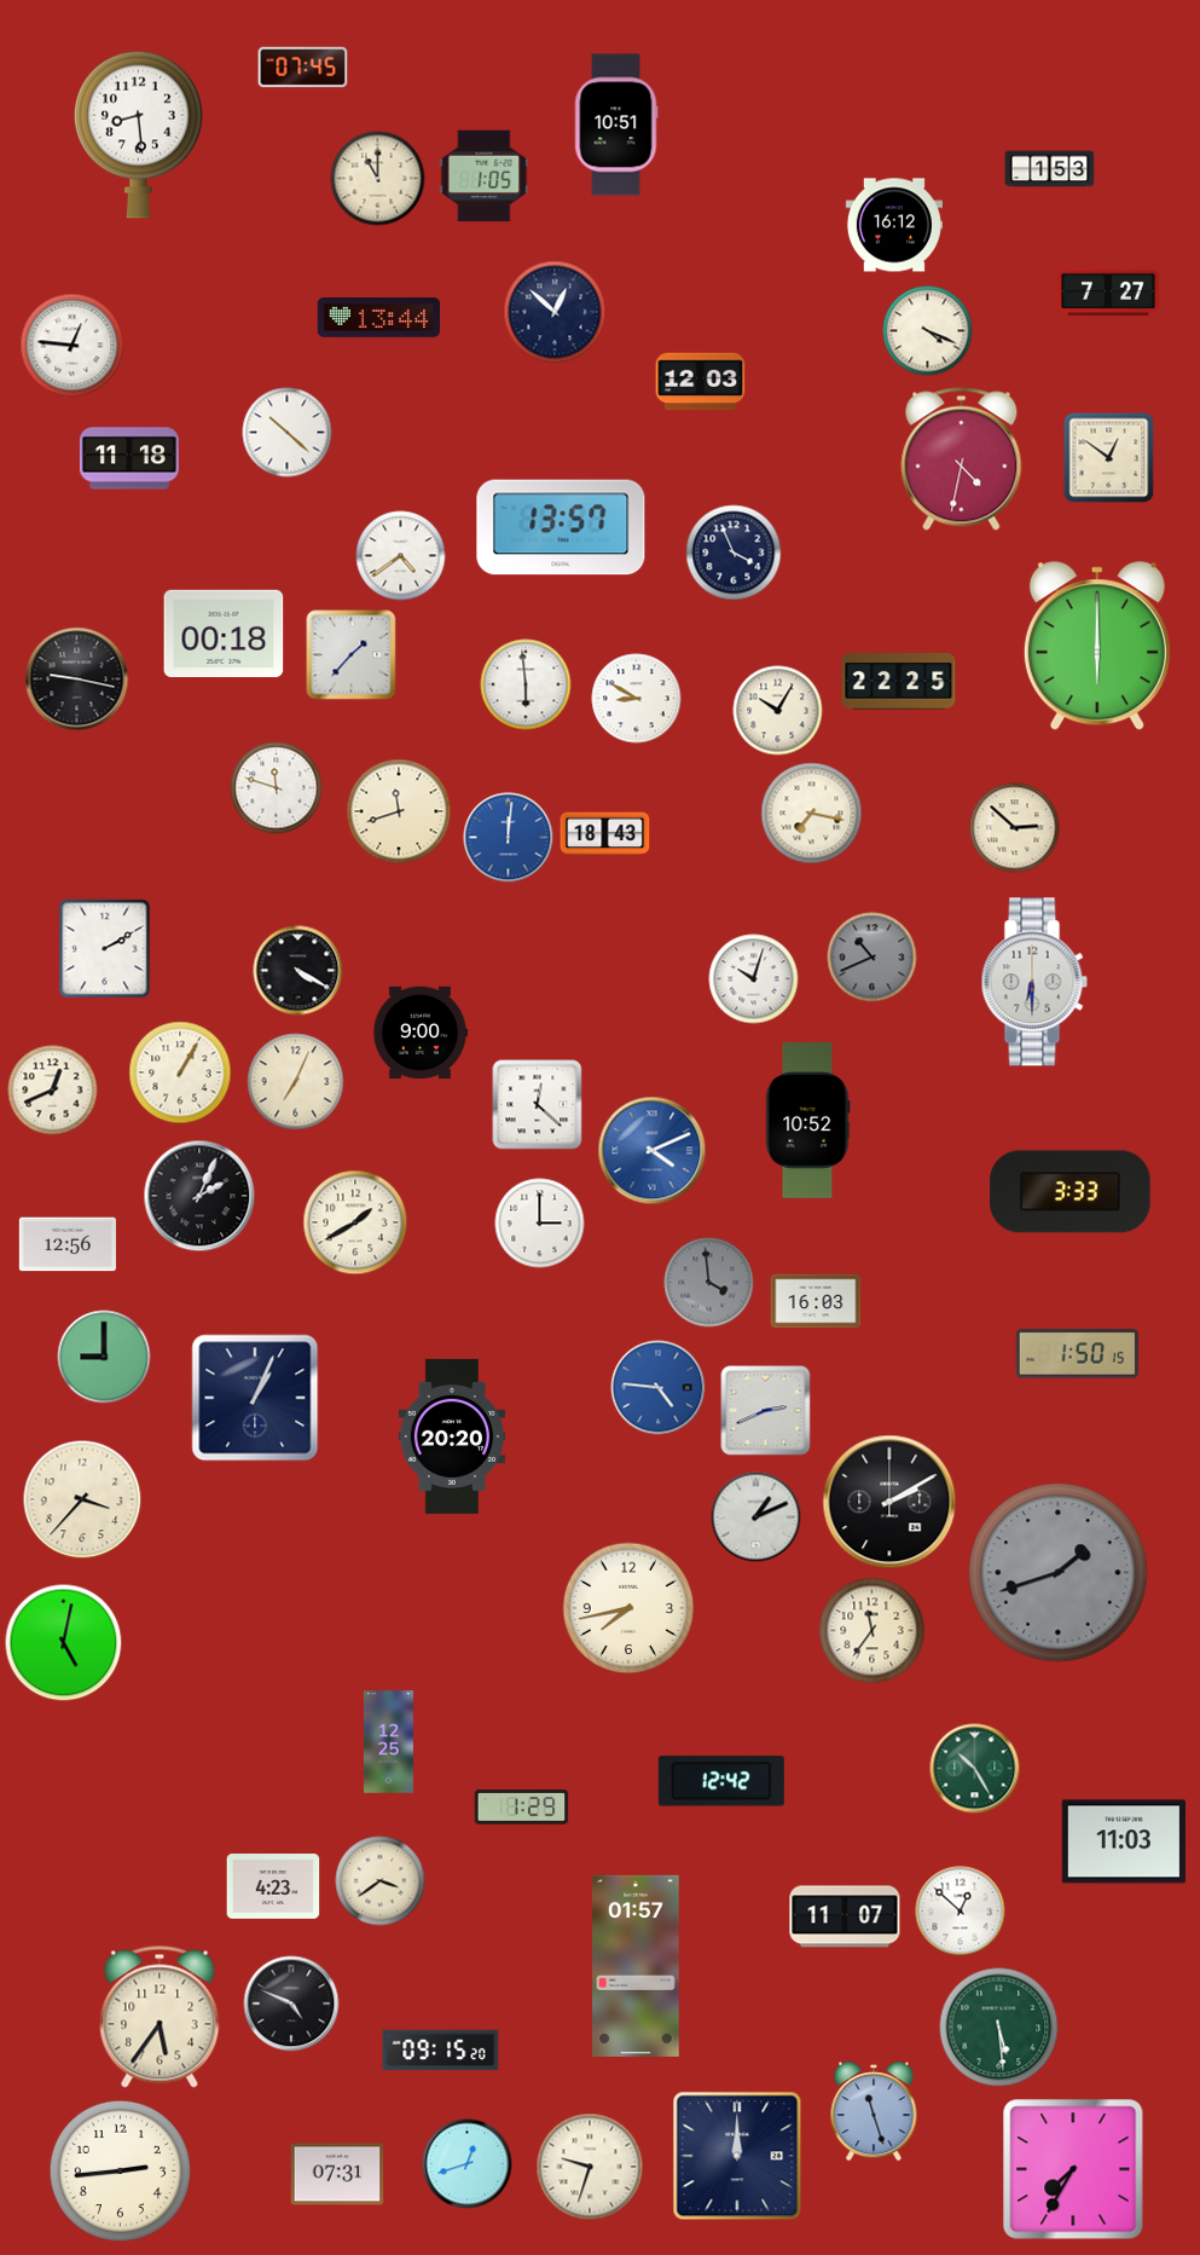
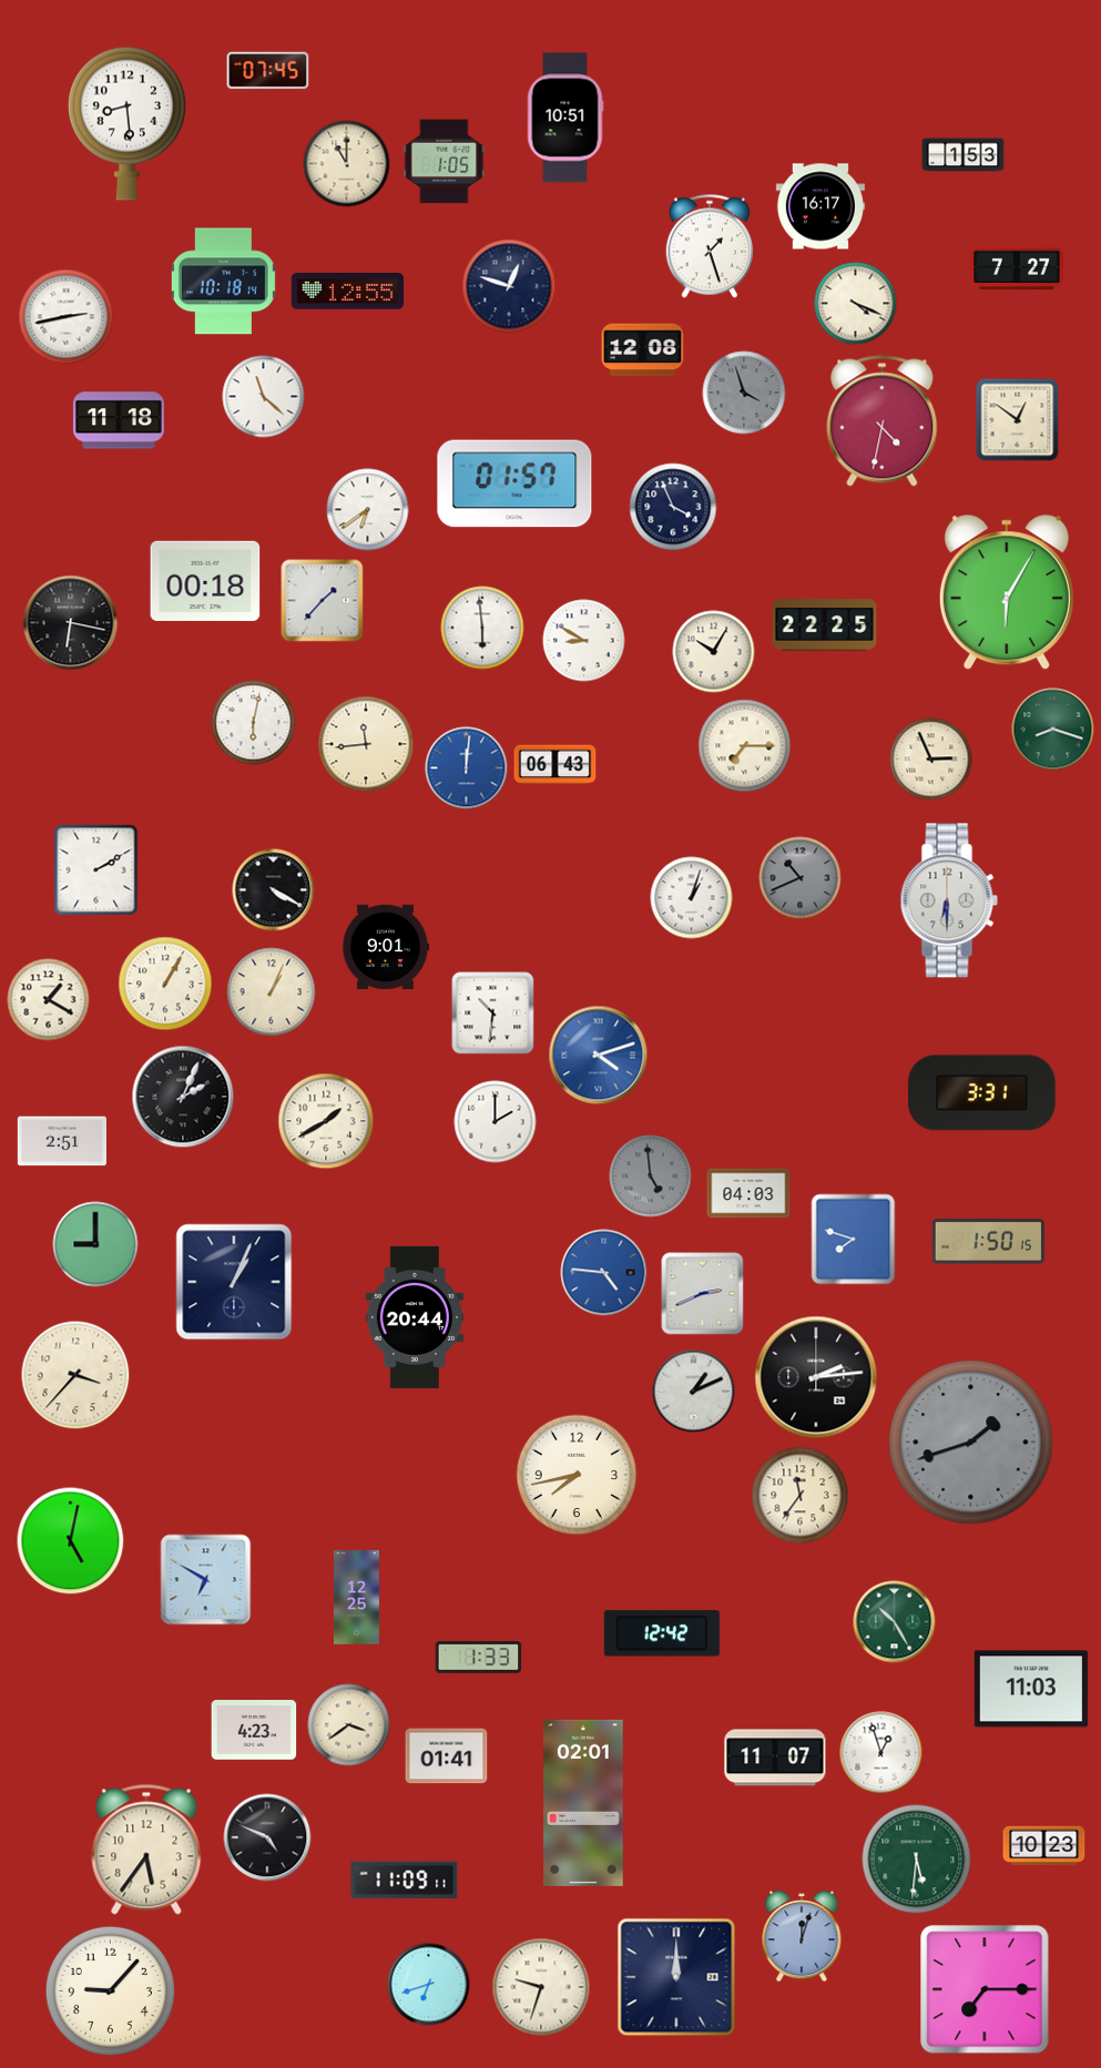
clock at (303, 68) position: (303, 68) -> (268, 71)
clock at (616, 125) position: (616, 125) -> (565, 118)
clock at (894, 225): 16:12 -> 16:17
clock at (710, 246): none -> 1:27
clock at (223, 282): none -> 10:18
clock at (555, 312): 12:52 -> 12:48
clock at (379, 318): 13:44 -> 12:55
clock at (928, 331) position: (928, 331) -> (856, 304)
clock at (73, 346): 12:46 -> 2:43
clock at (701, 382): 12:03 -> 12:08
clock at (744, 393): none -> 3:57
clock at (288, 433): 10:22 -> 11:22
clock at (561, 527): 13:57 -> 01:57
clock at (401, 556): 4:39 -> 6:39
clock at (1097, 647): 6:00 -> 6:05
clock at (77, 680): 9:17 -> 6:17
clock at (277, 788): 11:48 -> 6:02
clock at (1053, 730): none -> 8:18
clock at (399, 811): 11:42 -> 11:44
clock at (812, 814): 7:17 -> 7:15
clock at (1015, 828): 2:52 -> 2:56
clock at (605, 834): 18:43 -> 06:43
clock at (754, 979): 10:03 -> 1:03
clock at (421, 1033): 9:00 -> 9:01
clock at (296, 1082): 7:04 -> 1:04
clock at (53, 1091): 12:41 -> 1:20
clock at (538, 1105): 12:22 -> 10:31
clock at (807, 1120): 10:52 -> none
clock at (653, 1151): 4:11 -> 4:12
clock at (1071, 1192): 3:33 -> 3:31
clock at (540, 1224): 3:00 -> 2:00
clock at (68, 1244): 12:56 -> 2:51
clock at (709, 1283): 3:59 -> 4:59
clock at (816, 1301): 16:03 -> 04:03
clock at (854, 1240): none -> 7:48
clock at (451, 1436): 20:20 -> 20:44
clock at (889, 1502): 2:10 -> 2:14
clock at (64, 1643) position: (64, 1643) -> (71, 1541)
clock at (206, 1580): none -> 6:50
clock at (522, 1808): 1:29 -> 1:33
clock at (273, 1887) position: (273, 1887) -> (254, 1731)
clock at (961, 1912): 12:52 -> 12:57
clock at (447, 1756): none -> 01:41
clock at (636, 1966): 01:57 -> 02:01
clock at (1044, 1846): none -> 10:23
clock at (999, 2028): 5:29 -> 5:31
clock at (441, 2051): 09:15 -> 11:09
clock at (874, 2111): 11:27 -> 12:03
clock at (468, 2164): 12:42 -> 6:42
clock at (1073, 2169): 7:35 -> 7:15
clock at (120, 2170): 2:44 -> 9:07
clock at (337, 2174): 07:31 -> none
